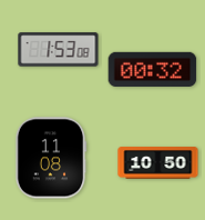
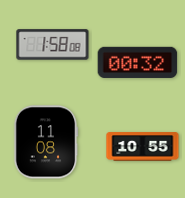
clock at (59, 50): 1:53 -> 1:58
clock at (158, 163): 10:50 -> 10:55
